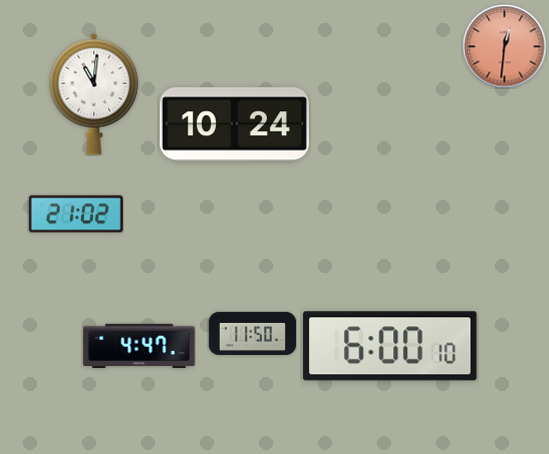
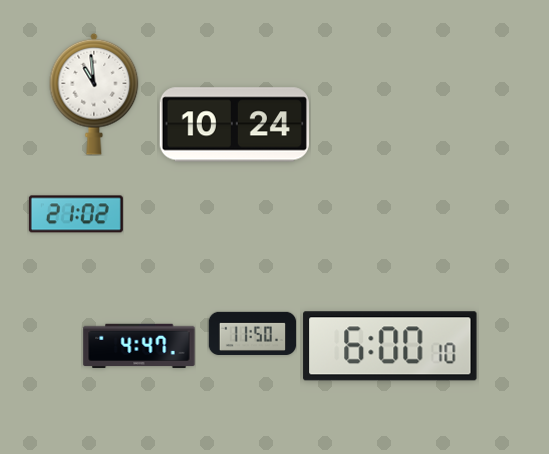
clock at (504, 46): 12:31 -> none
clock at (94, 94): 11:01 -> 10:59
